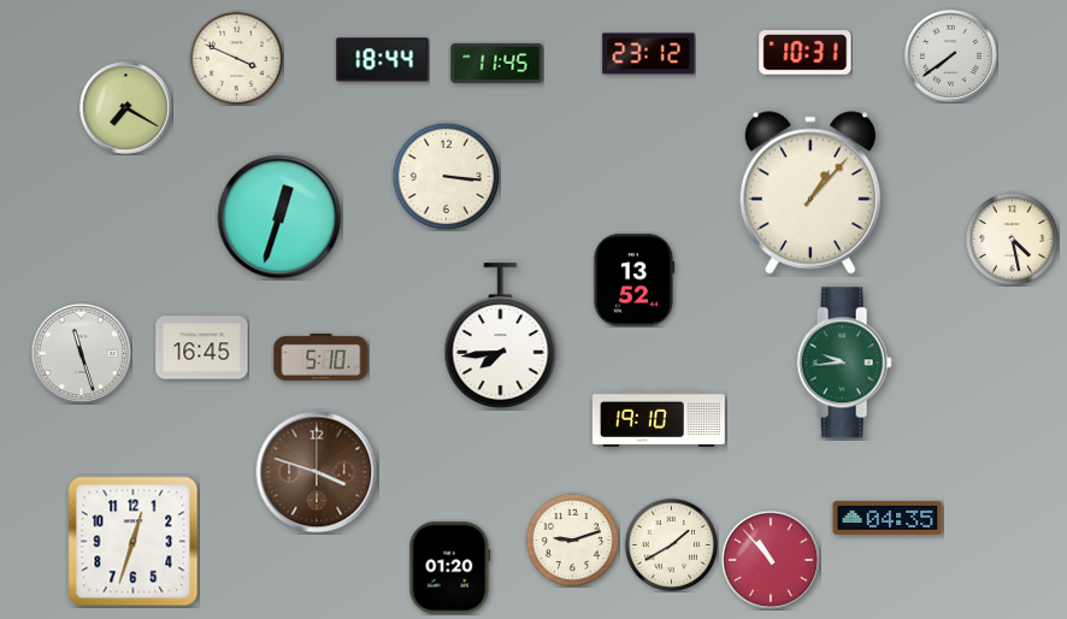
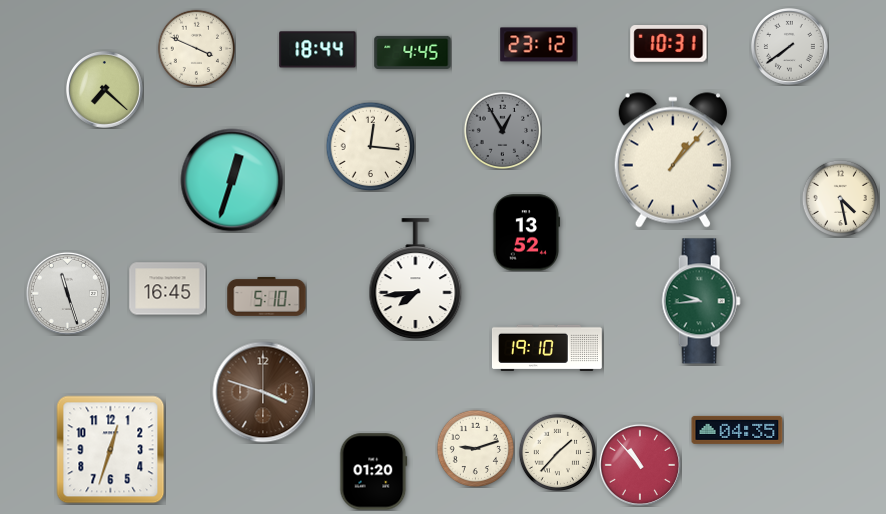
clock at (497, 63): 11:45 -> 4:45
clock at (125, 107): 7:20 -> 7:22
clock at (502, 130): none -> 12:55
clock at (446, 176): 3:16 -> 12:16
clock at (671, 544): 1:40 -> 1:37
